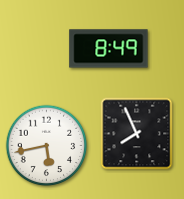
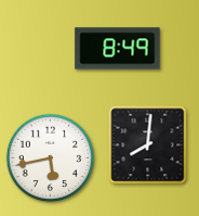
clock at (109, 49) position: (109, 49) -> (118, 49)
clock at (137, 134): 7:56 -> 8:01
